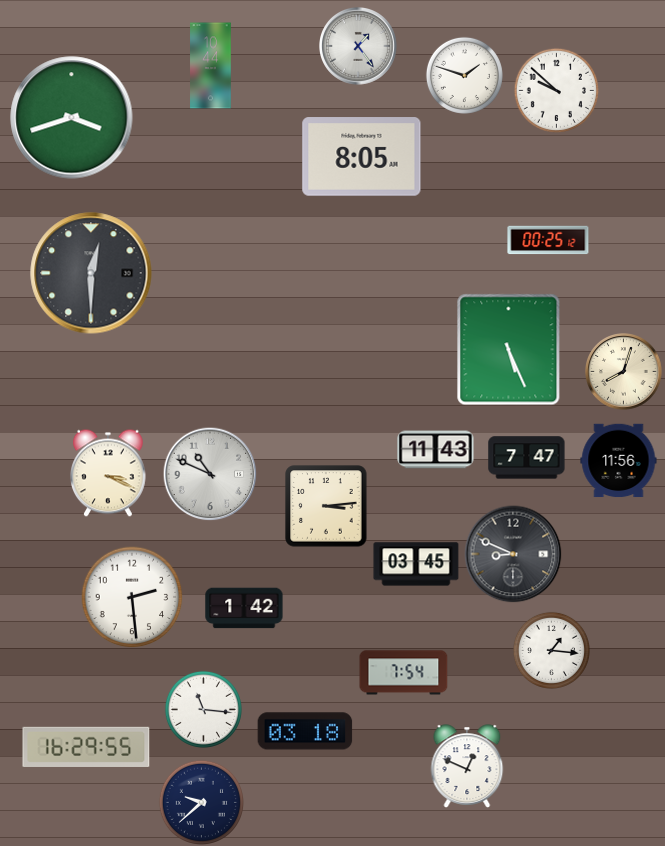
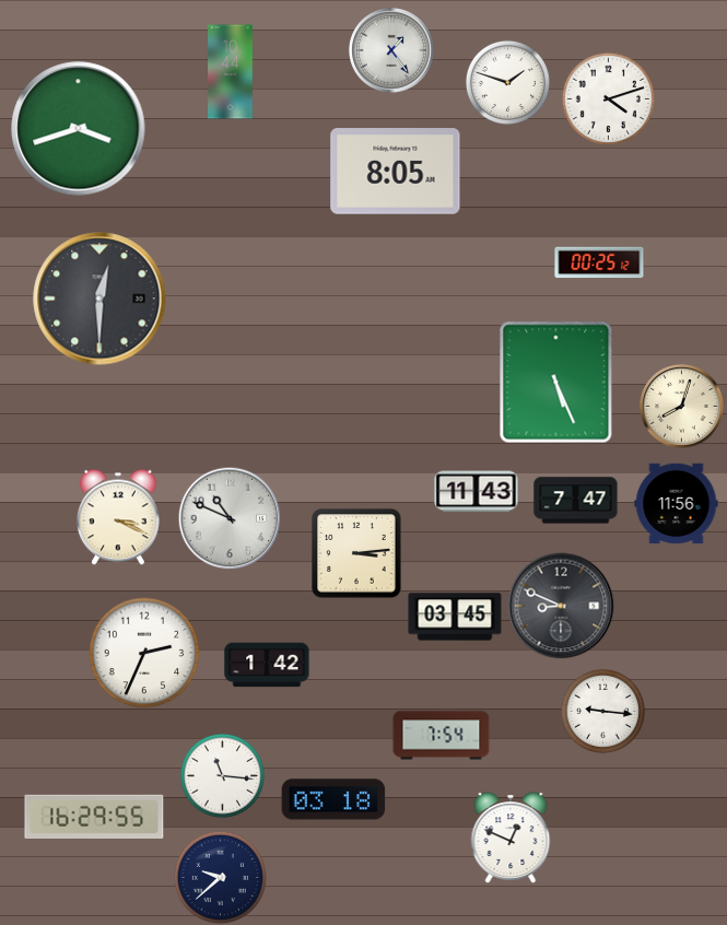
clock at (556, 90): 9:52 -> 4:12
clock at (132, 597): 2:29 -> 2:34
clock at (551, 650): 1:16 -> 9:16
